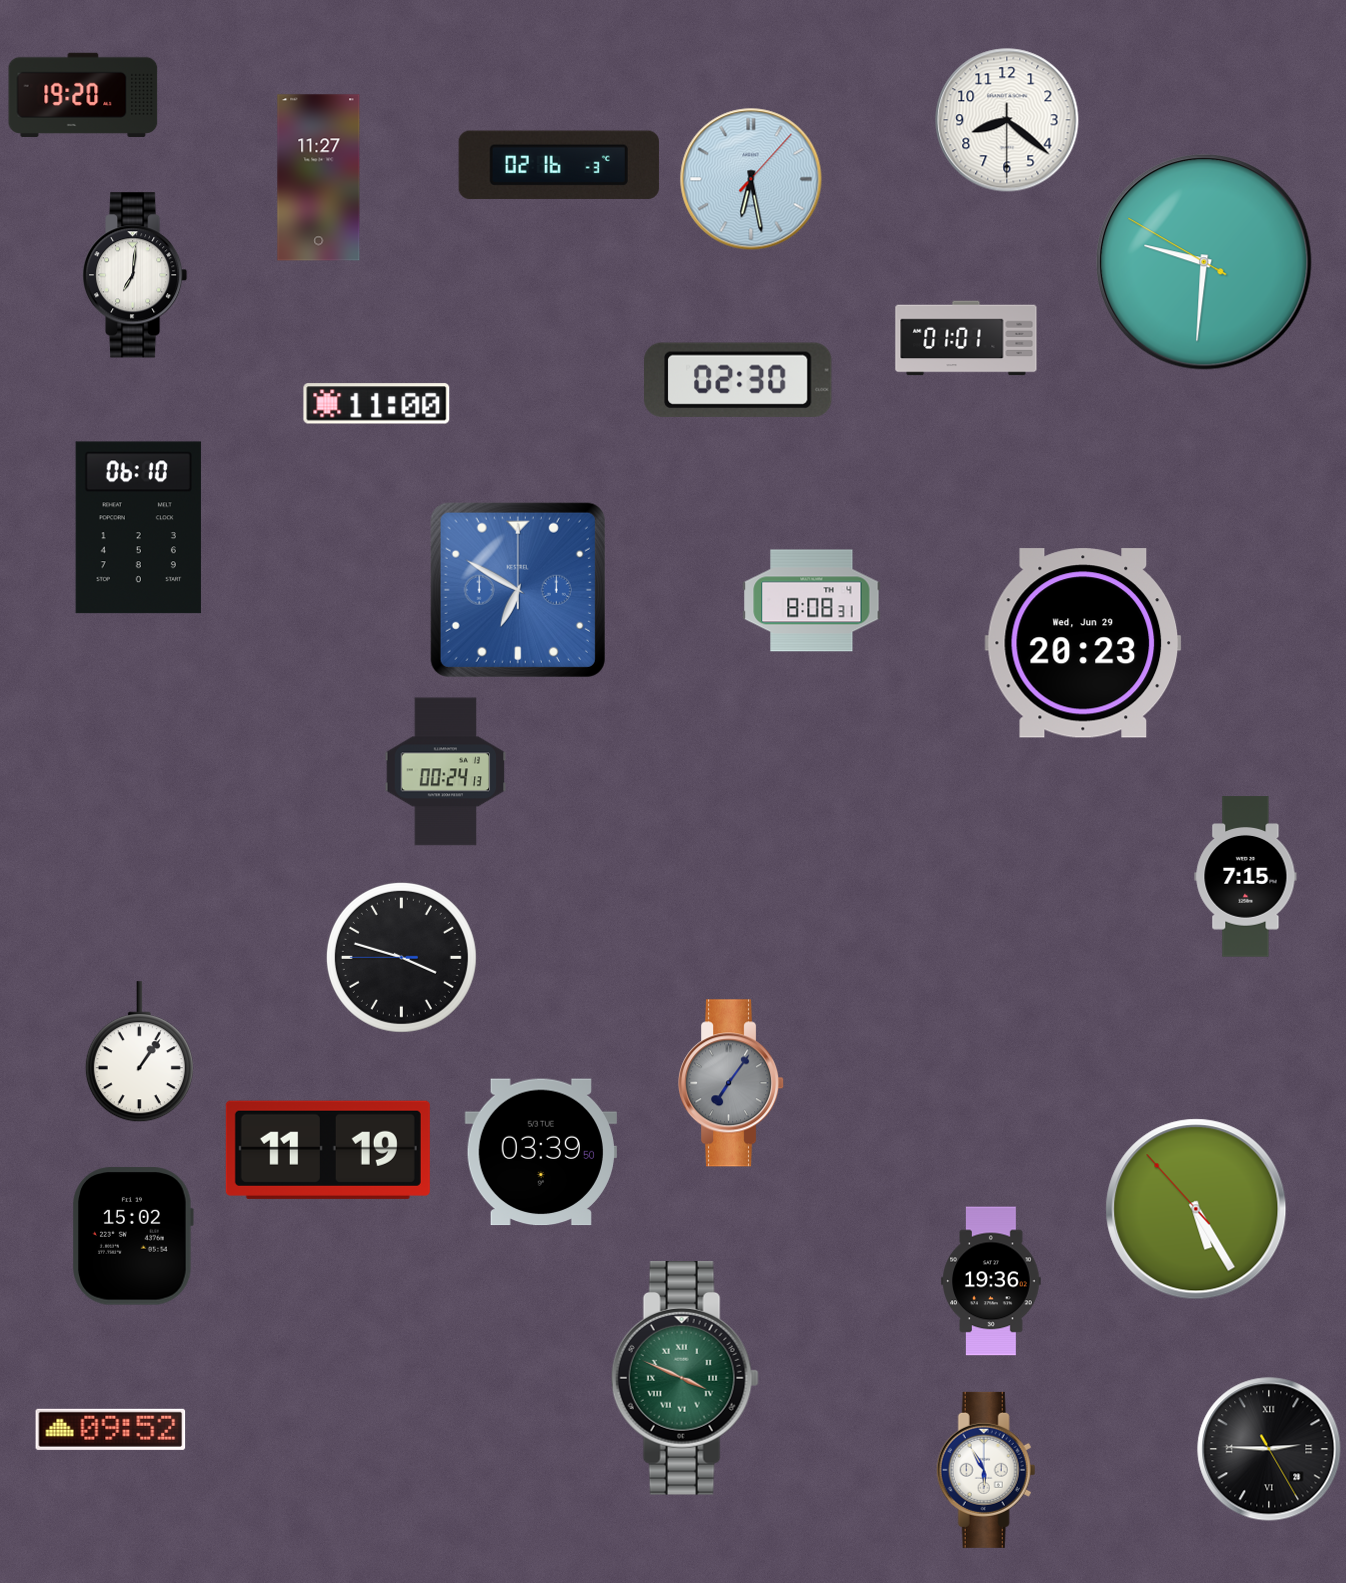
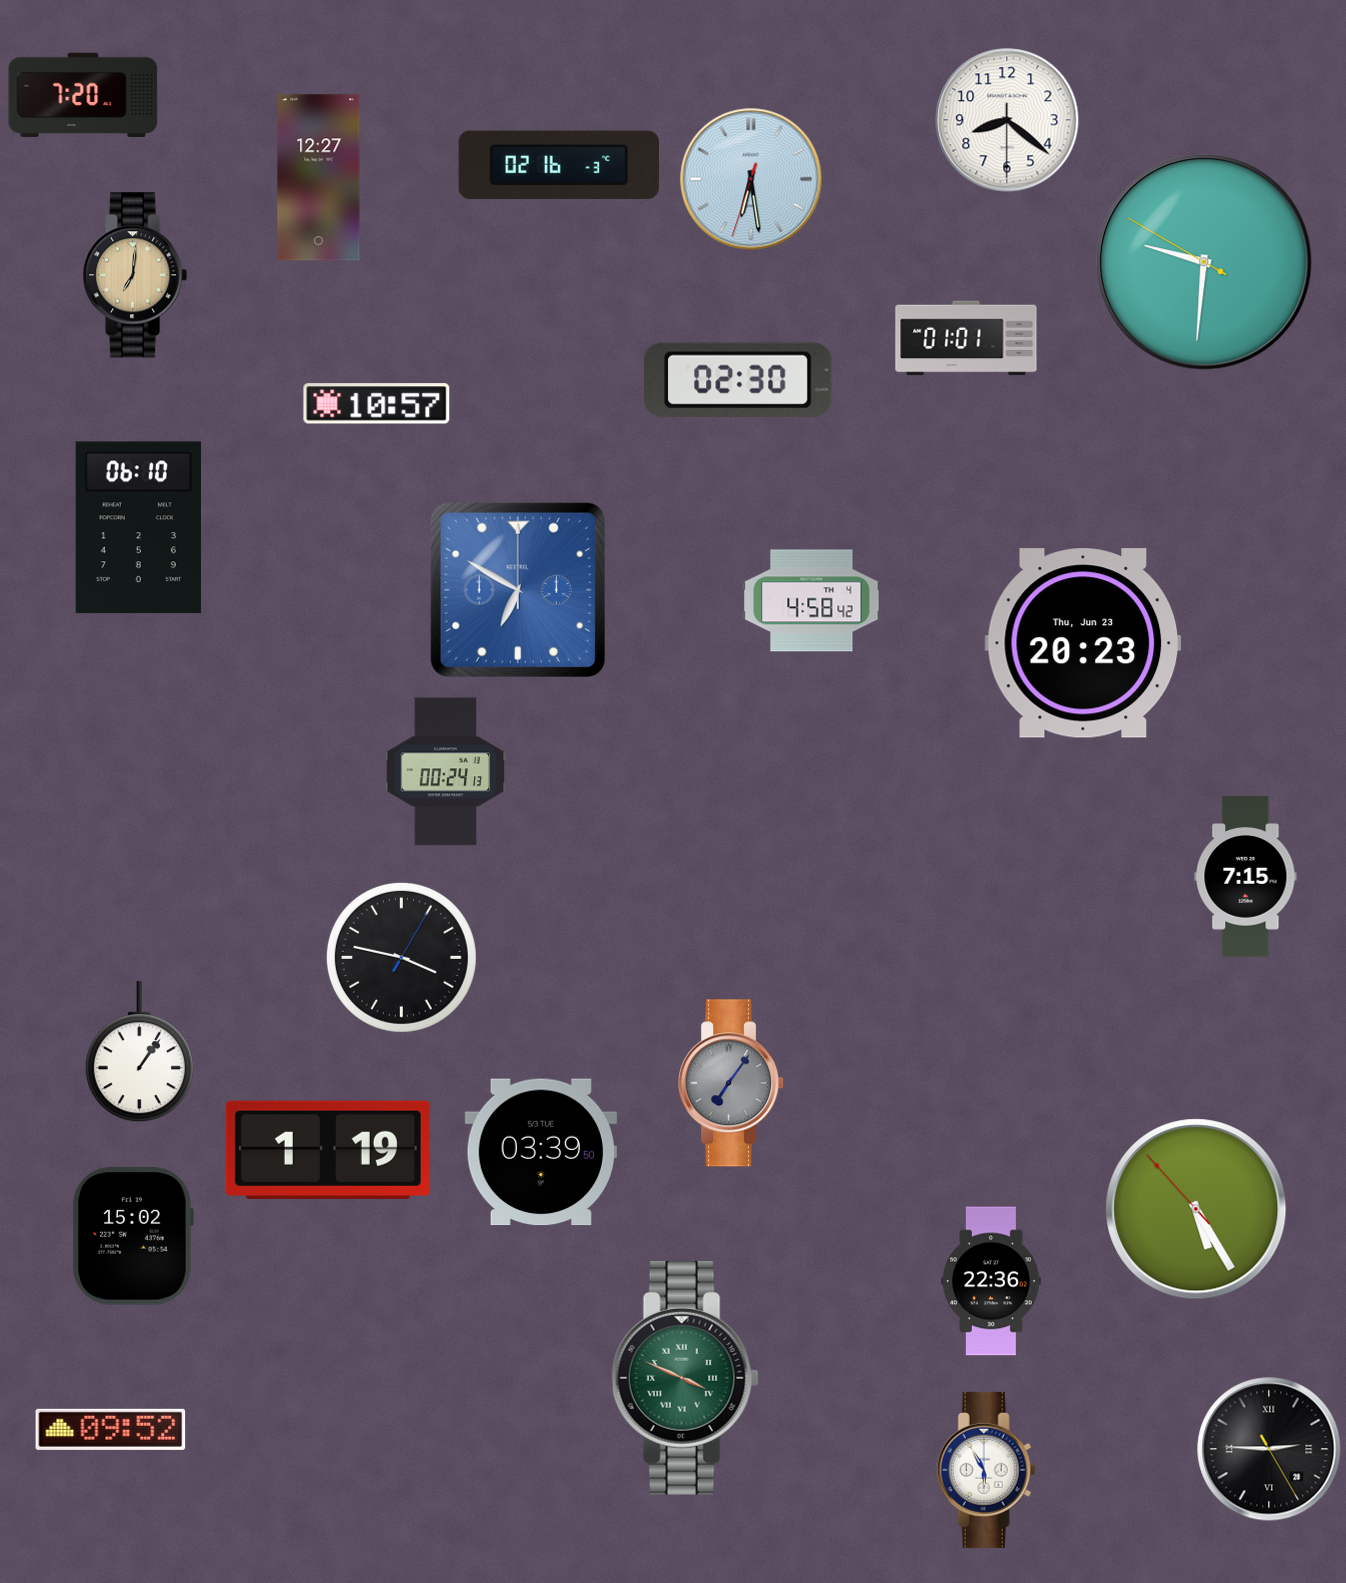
clock at (83, 95): 19:20 -> 7:20
clock at (319, 178): 11:27 -> 12:27
clock at (751, 179): 6:28:07 -> 6:28:33
clock at (136, 275) dial: white -> champagne
clock at (377, 404): 11:00 -> 10:57
clock at (812, 601): 8:08 -> 4:58
clock at (1083, 643) date: Wed, Jun 29 -> Thu, Jun 23
clock at (401, 957): 3:47:45 -> 3:47:05
clock at (328, 1150): 11:19 -> 1:19
clock at (991, 1281): 19:36 -> 22:36
